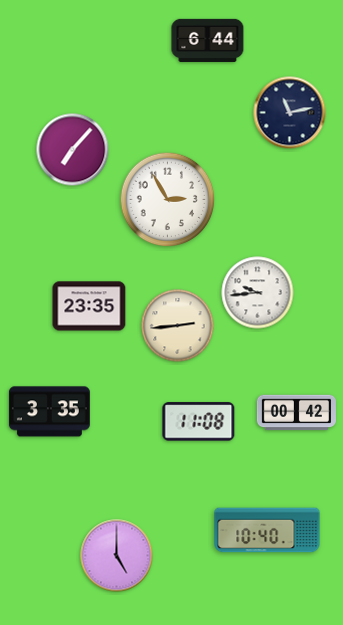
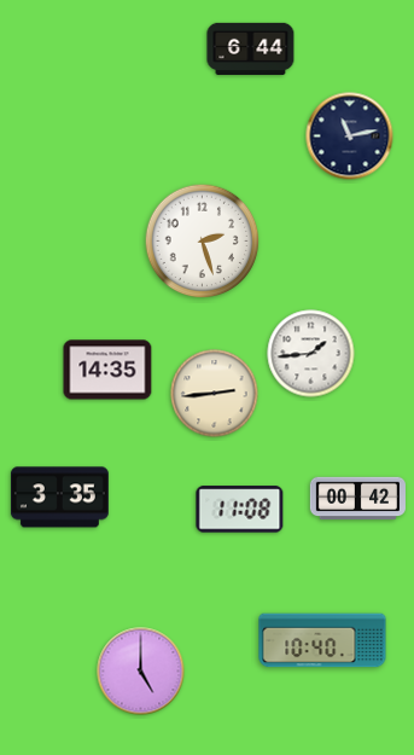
clock at (73, 150): 7:07 -> none
clock at (168, 200): 2:55 -> 2:27
clock at (258, 293): 9:44 -> 1:44
clock at (89, 306): 23:35 -> 14:35
